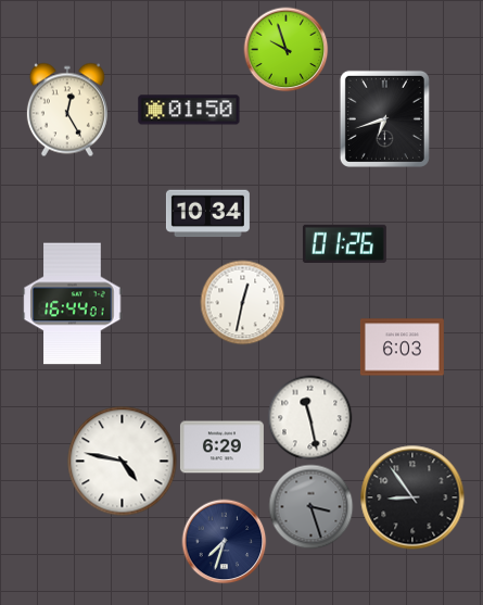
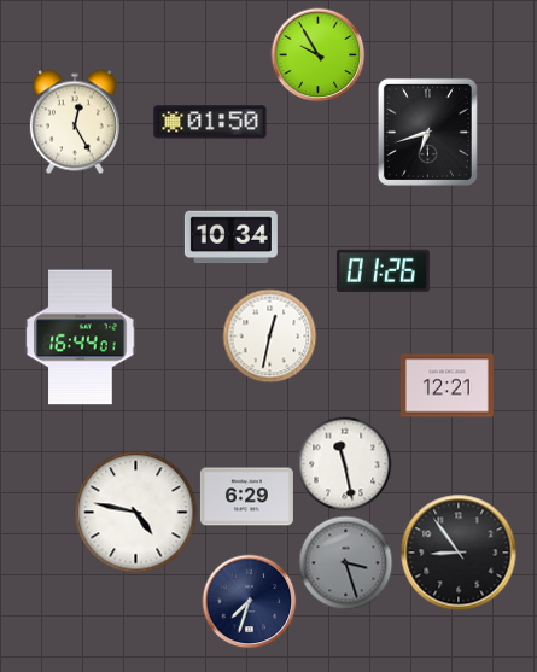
clock at (285, 49): 9:57 -> 9:55
clock at (402, 348): 6:03 -> 12:21
